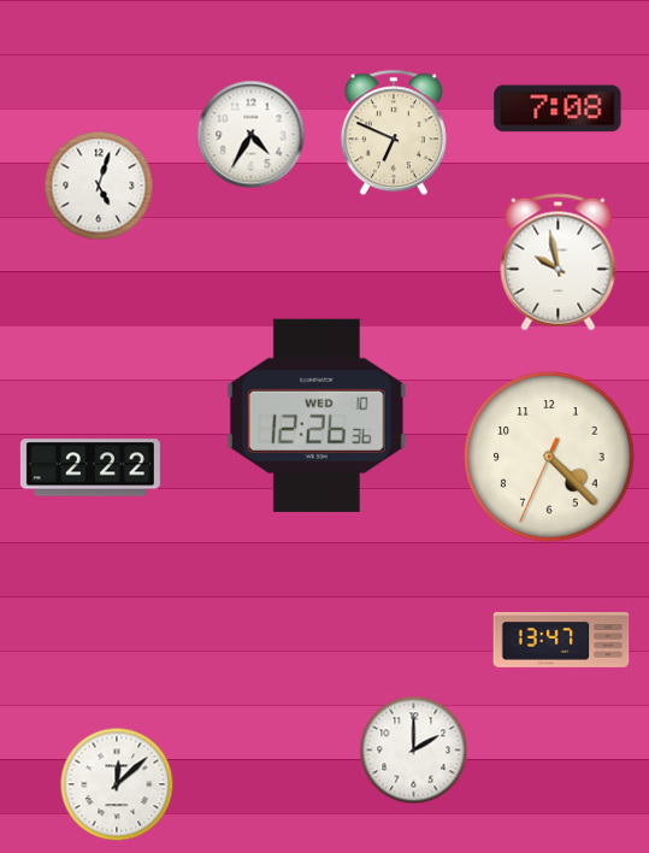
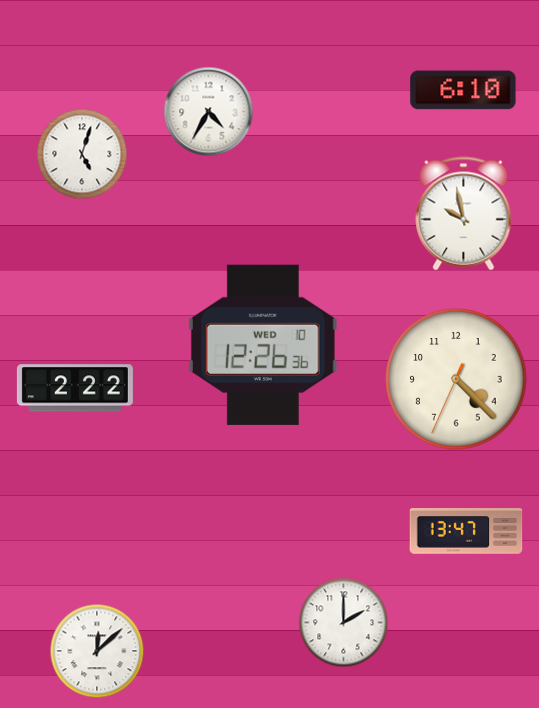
clock at (557, 108): 7:08 -> 6:10
clock at (394, 133): 6:49 -> none
clock at (559, 263) position: (559, 263) -> (464, 214)
